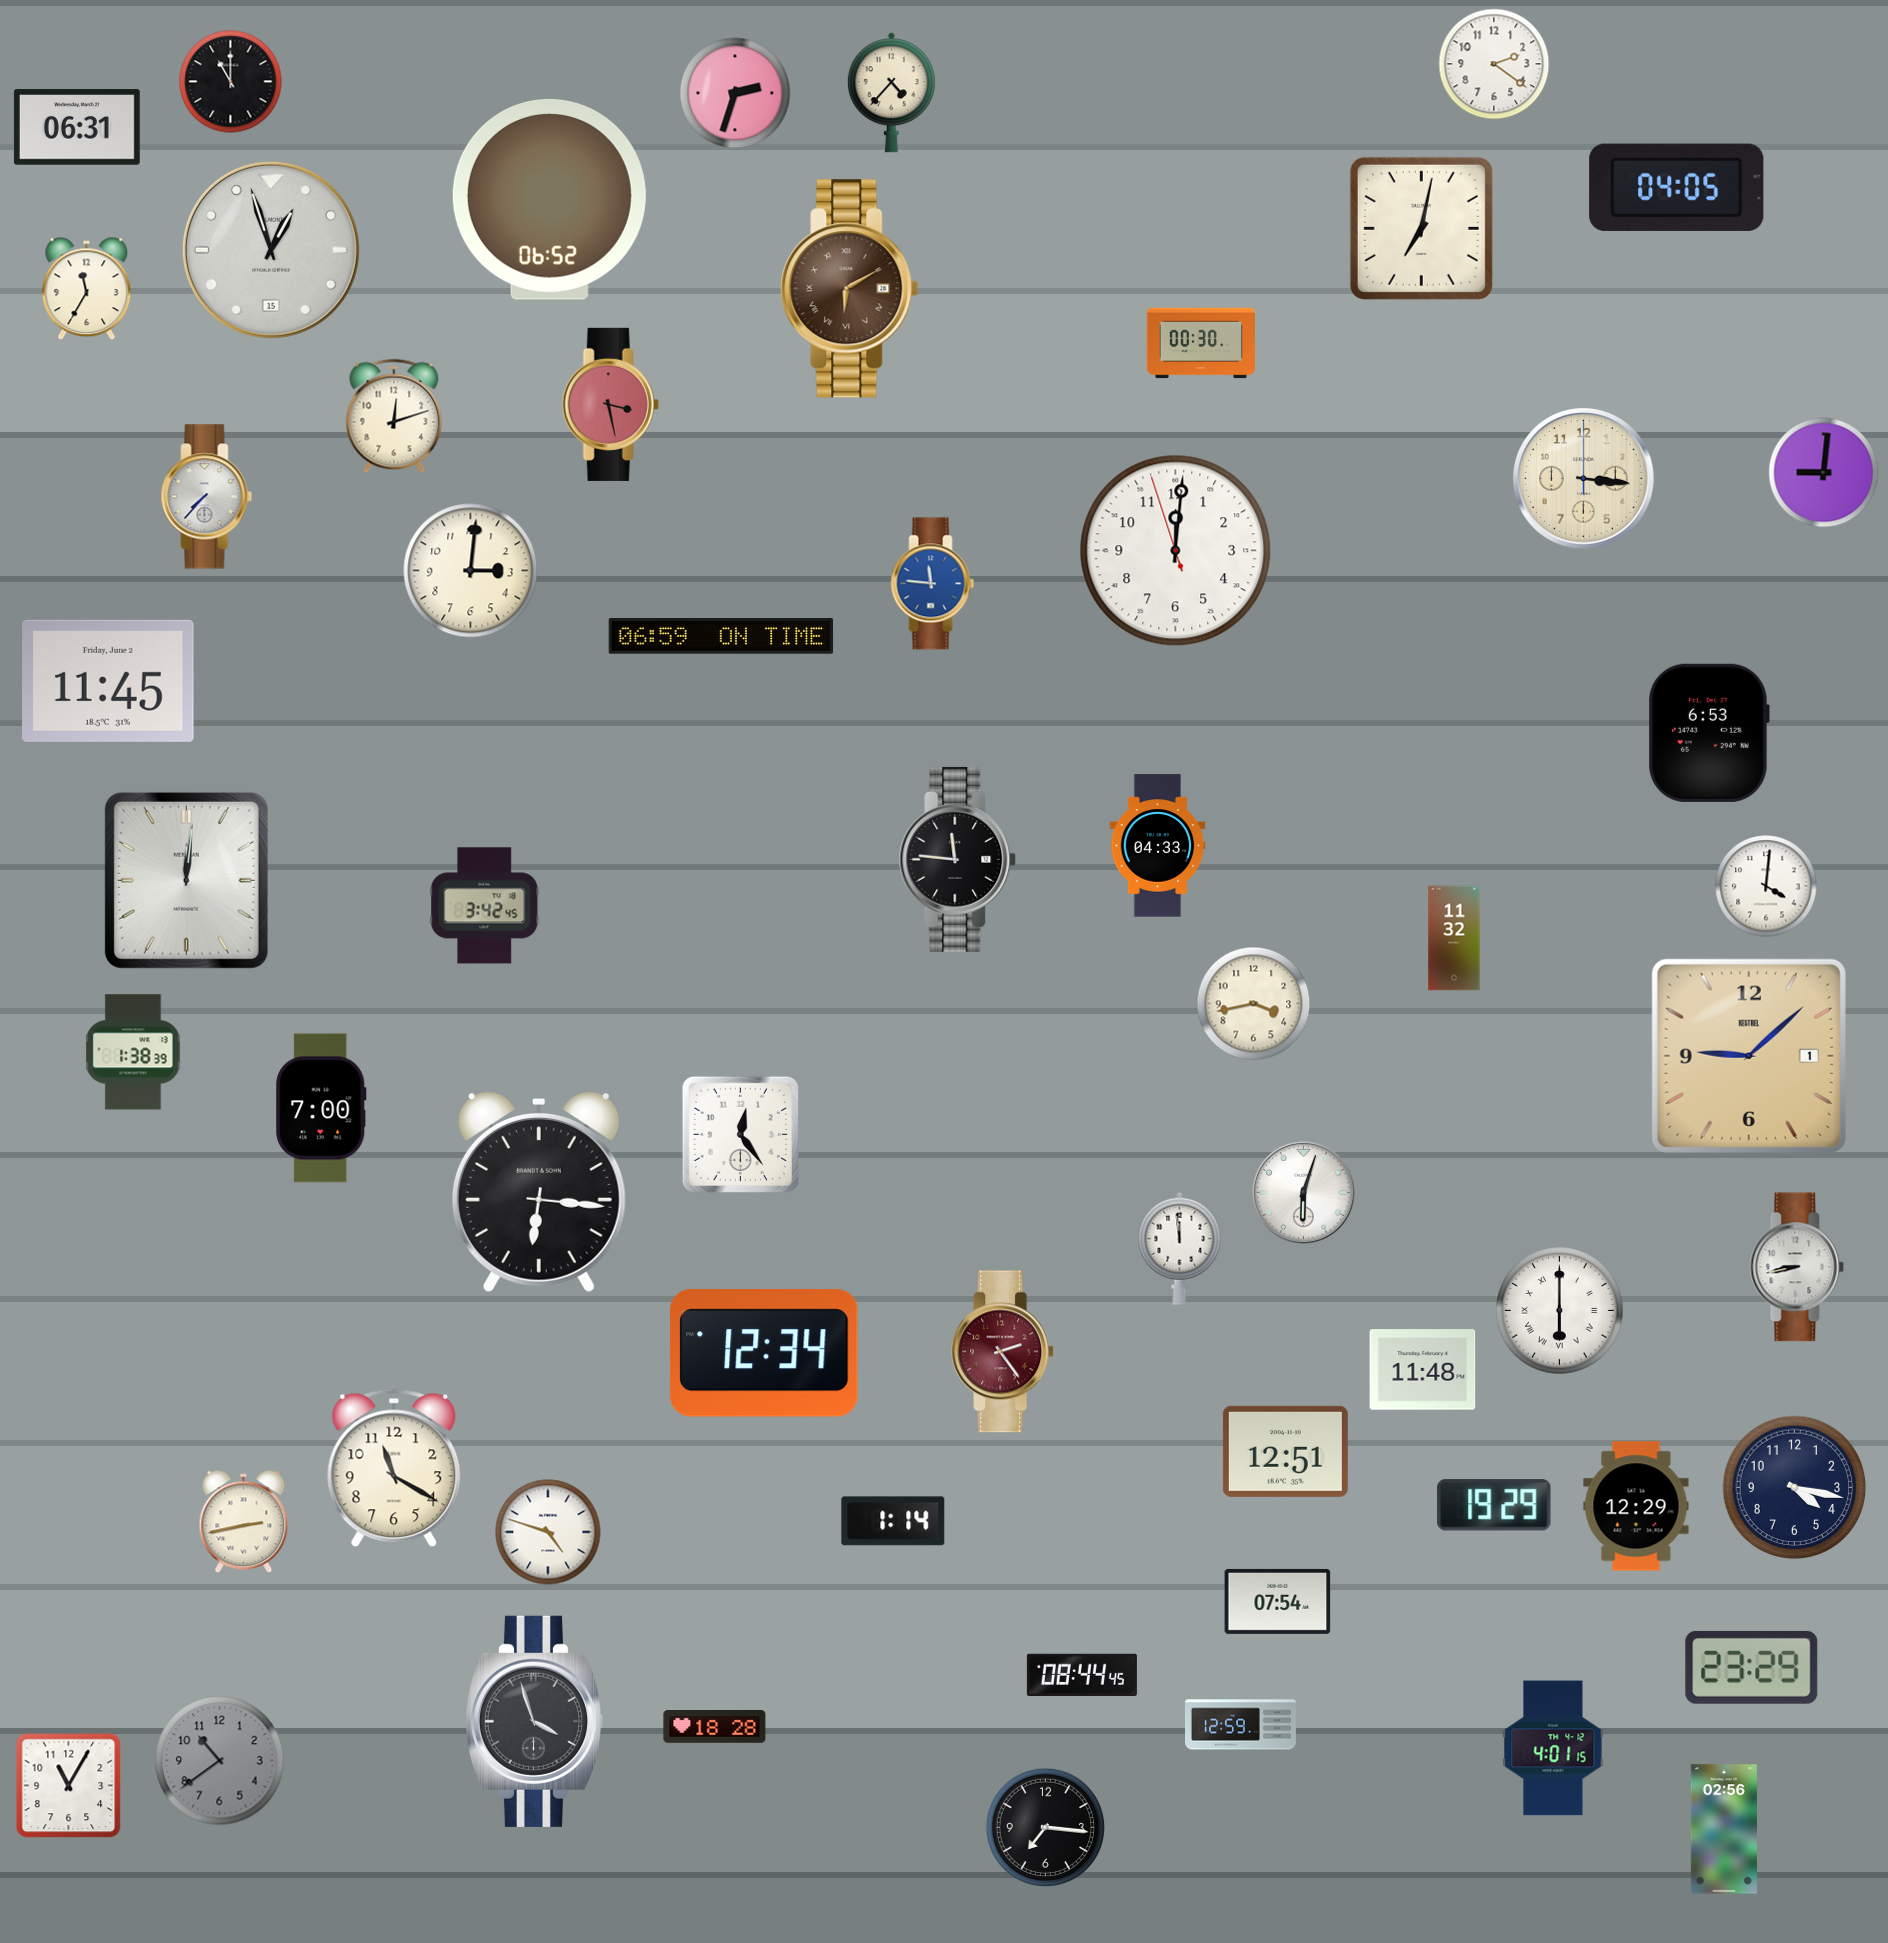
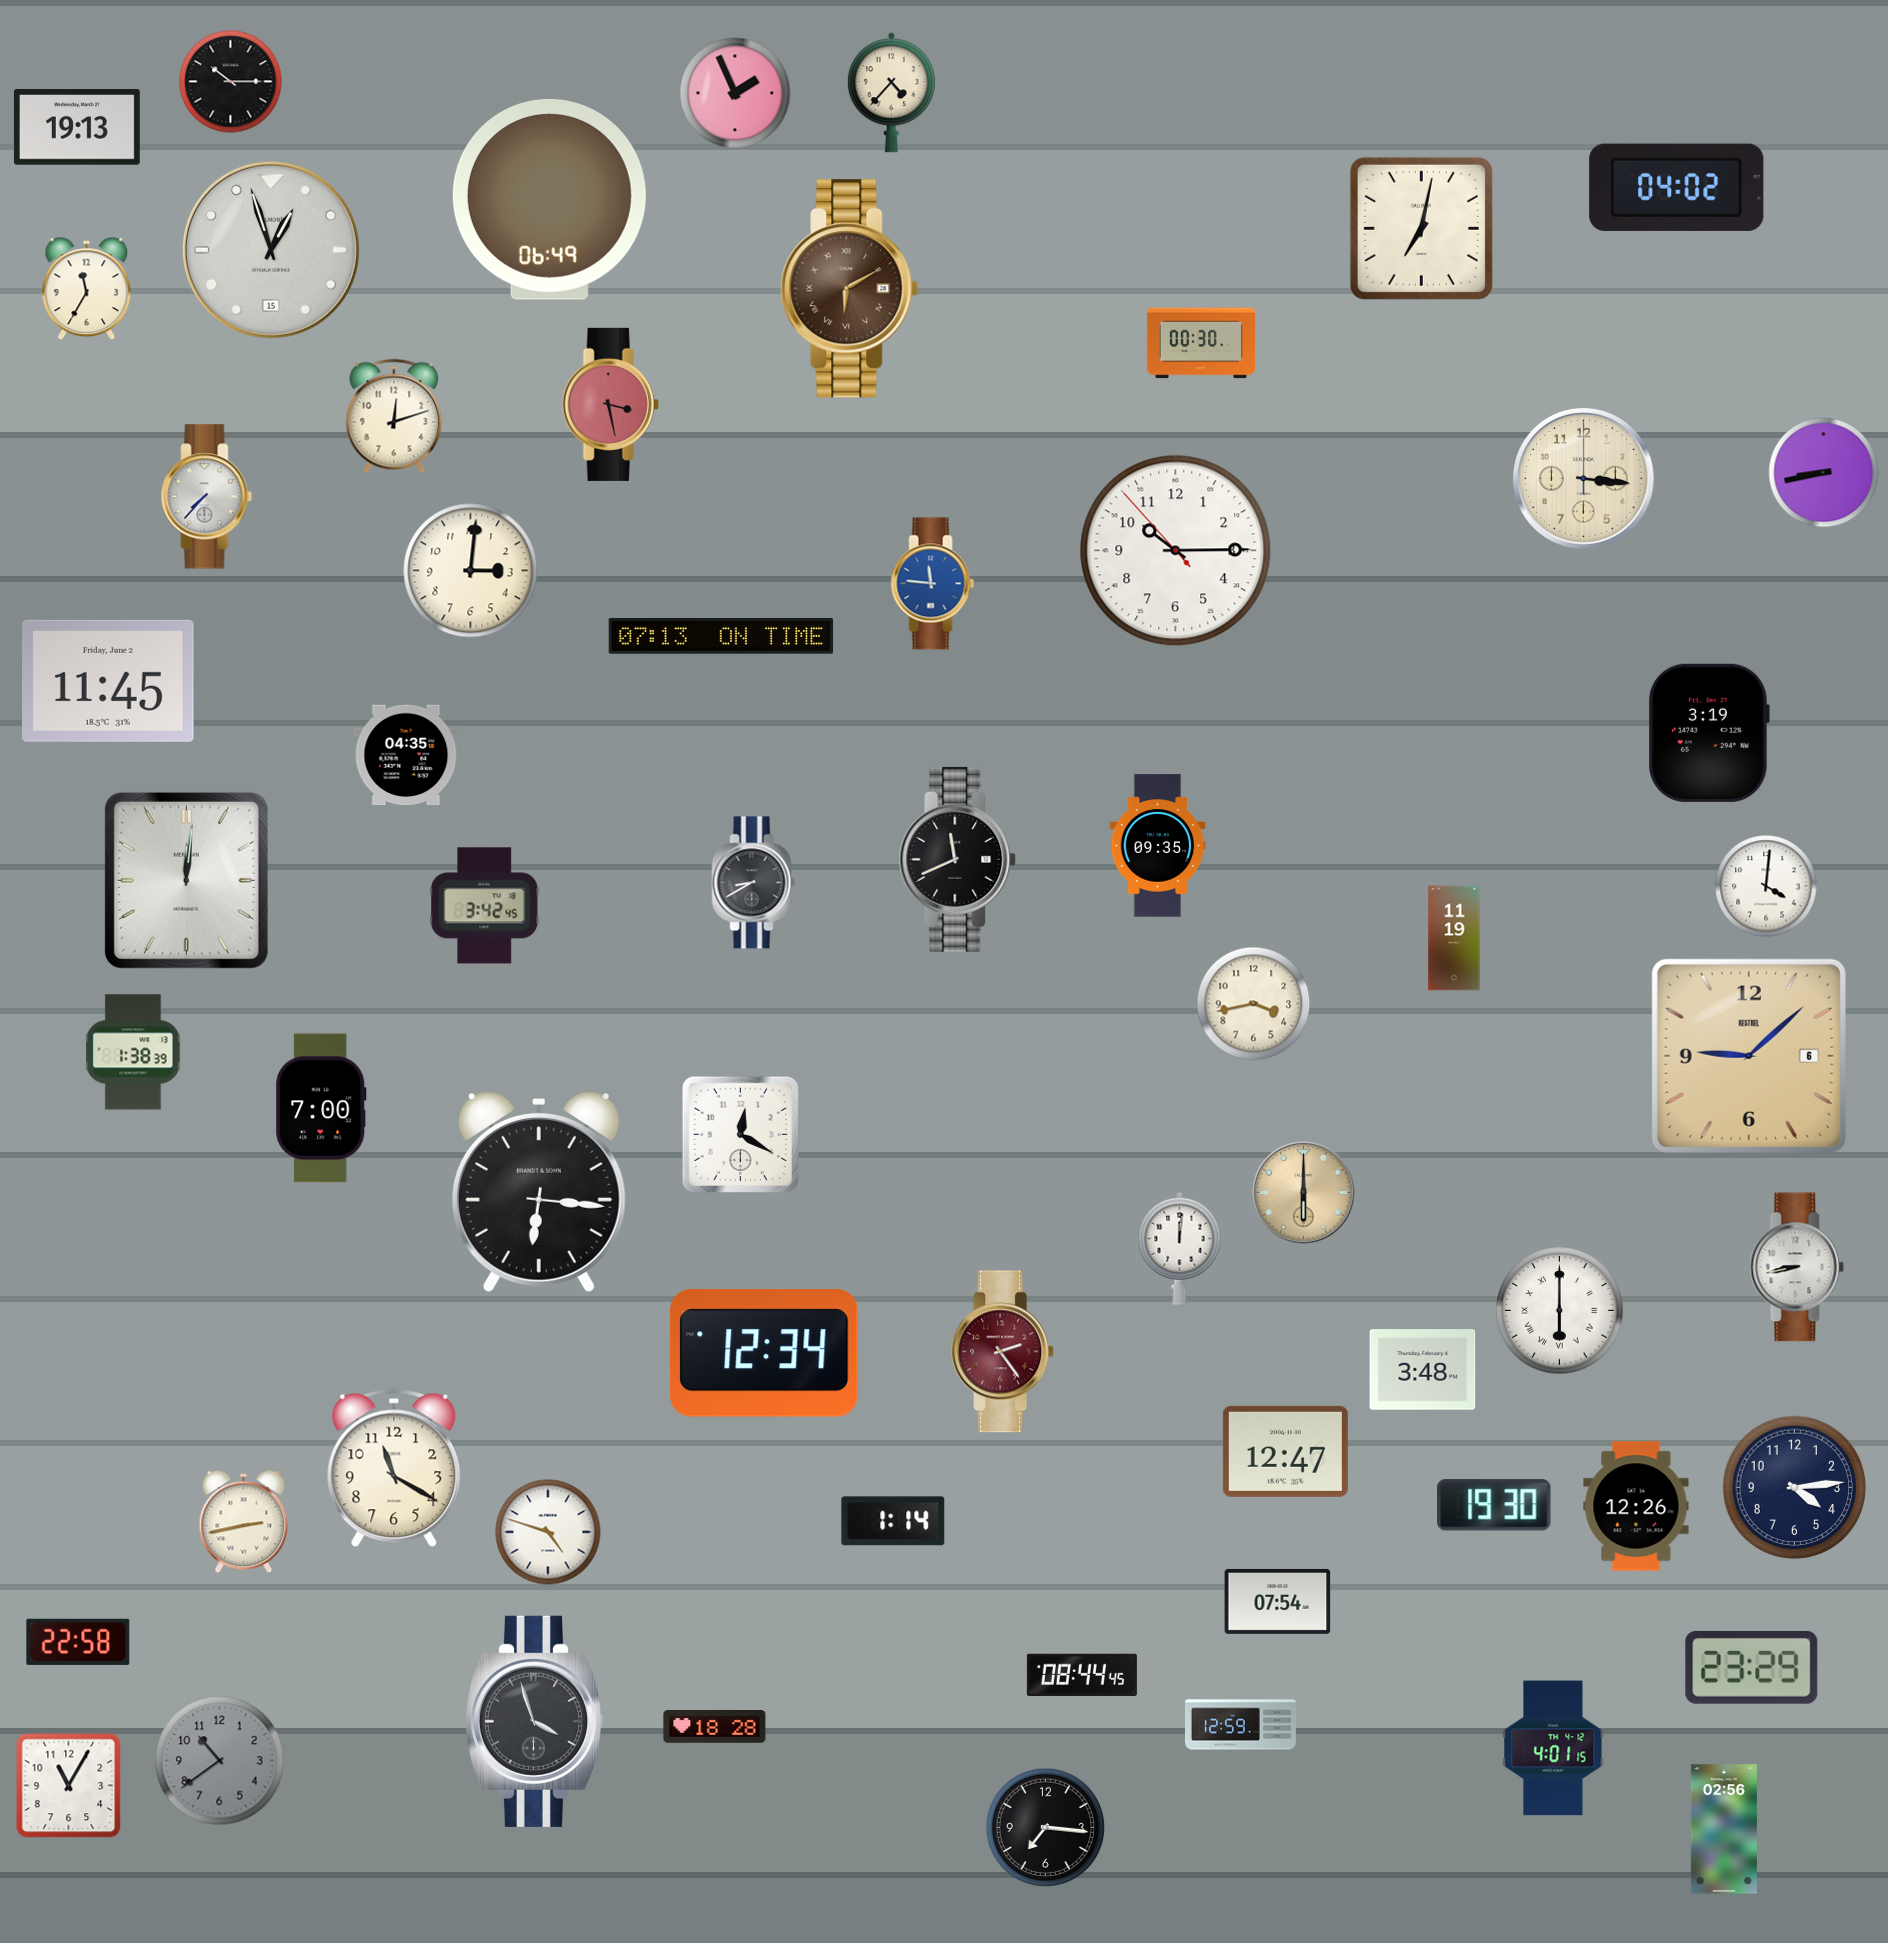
clock at (1494, 64): 2:21 -> none
clock at (231, 82): 11:00 -> 10:15
clock at (735, 93): 2:33 -> 1:56
clock at (77, 127): 06:31 -> 19:13
clock at (1677, 187): 04:05 -> 04:02
clock at (549, 199): 06:52 -> 06:49
clock at (1824, 473): 9:01 -> 8:43
clock at (1176, 551): 12:00 -> 10:14
clock at (721, 636): 06:59 -> 07:13
clock at (1709, 733): 6:53 -> 3:19
clock at (406, 755): none -> 04:35
clock at (1158, 846): 04:33 -> 09:35
clock at (958, 859): 11:46 -> 11:41
clock at (754, 883): none -> 8:40
clock at (1454, 938): 11:32 -> 11:19
clock at (1749, 1056) date: 1 -> 6
clock at (740, 1134): 12:24 -> 12:20
clock at (1304, 1193): 6:03 -> 6:00
clock at (1304, 1193) dial: white -> champagne
clock at (1180, 1248): 11:59 -> 12:01
clock at (1423, 1370): 11:48 -> 3:48
clock at (1285, 1451): 12:51 -> 12:47
clock at (1795, 1488): 4:17 -> 4:14
clock at (1495, 1505): 19:29 -> 19:30
clock at (1636, 1506): 12:29 -> 12:26
clock at (78, 1642): none -> 22:58
